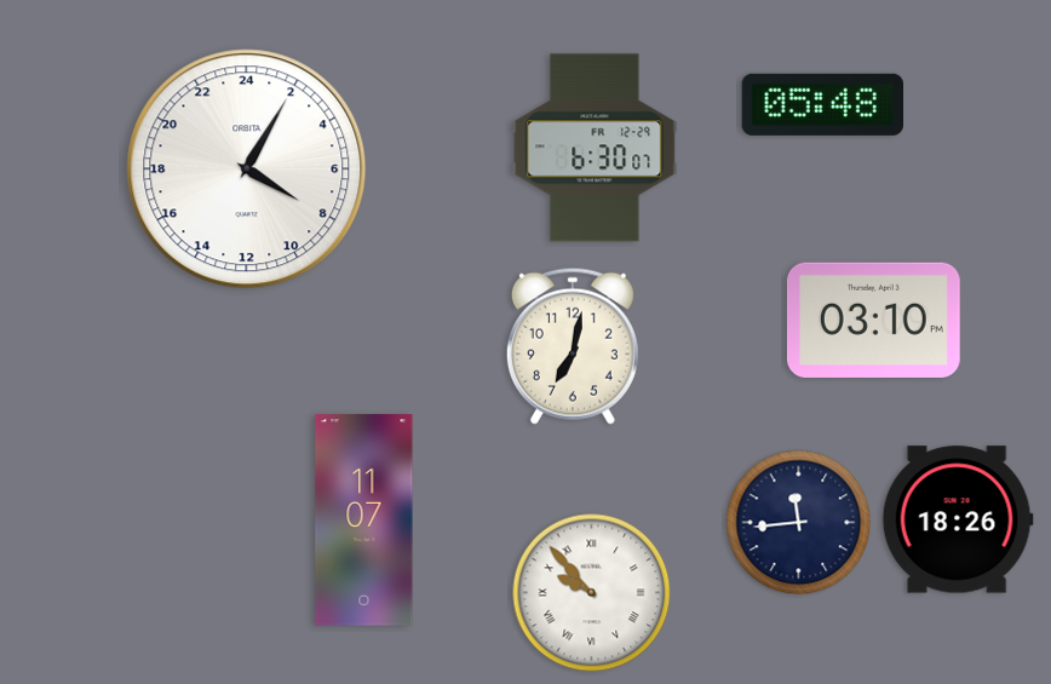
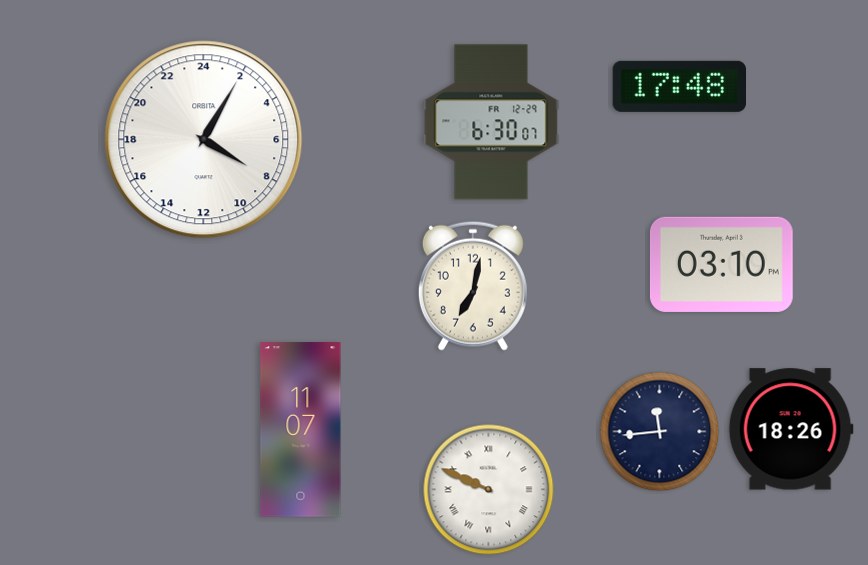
clock at (822, 104): 05:48 -> 17:48
clock at (592, 593): 9:53 -> 9:49
